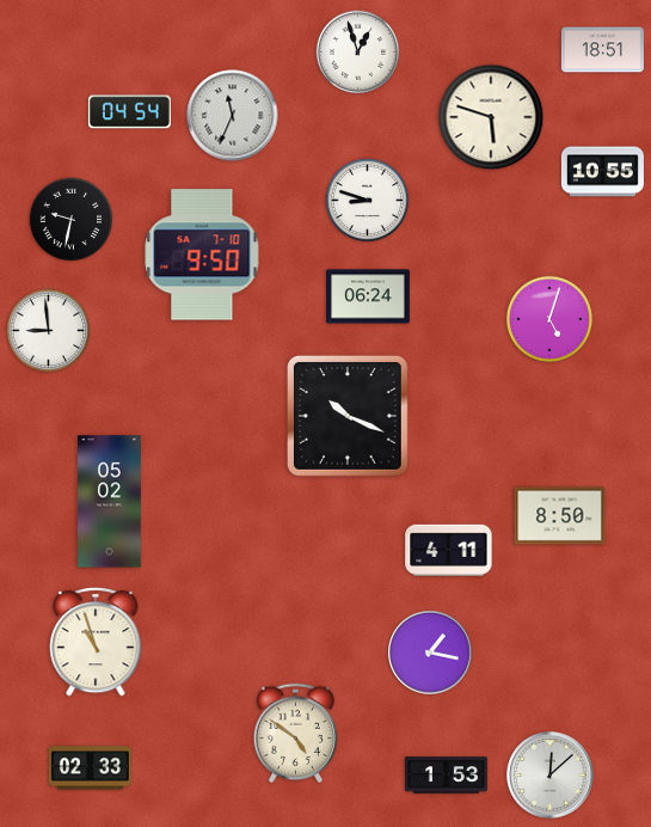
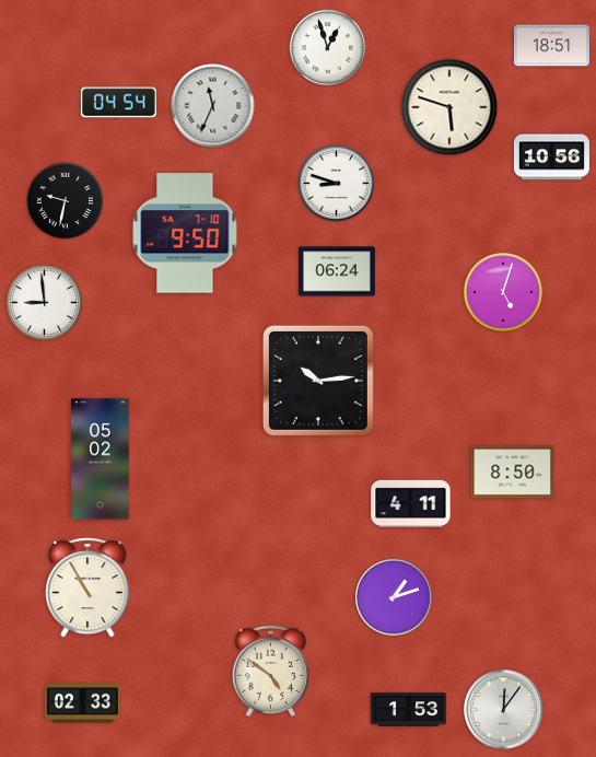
clock at (602, 172): 10:55 -> 10:56
clock at (348, 416): 10:19 -> 10:14
clock at (96, 642): 10:57 -> 10:55
clock at (430, 653): 1:17 -> 1:12
clock at (551, 776): 12:08 -> 12:06
